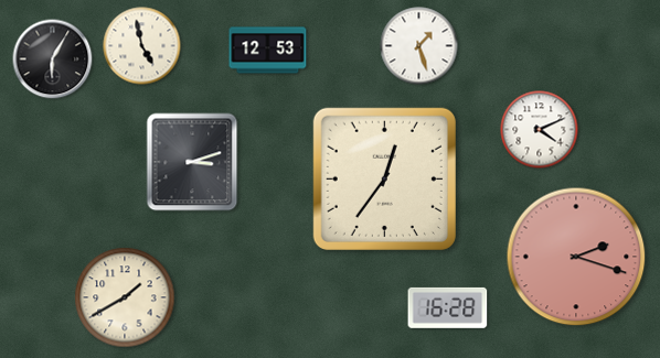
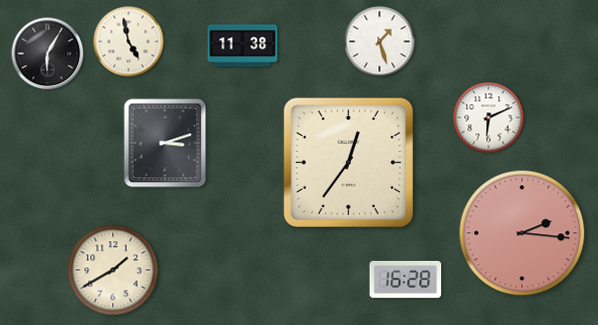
clock at (268, 51): 12:53 -> 11:38
clock at (540, 130): 4:11 -> 6:11
clock at (192, 162) position: (192, 162) -> (165, 143)
clock at (576, 257): 2:18 -> 2:16
